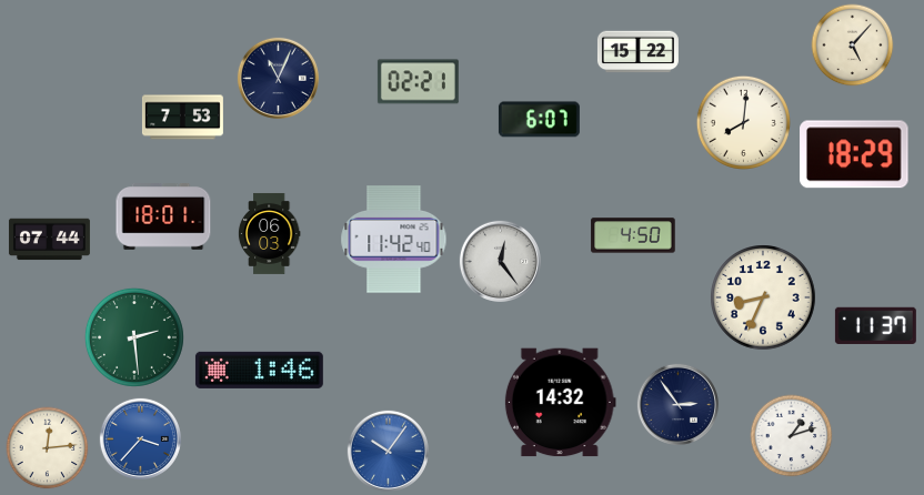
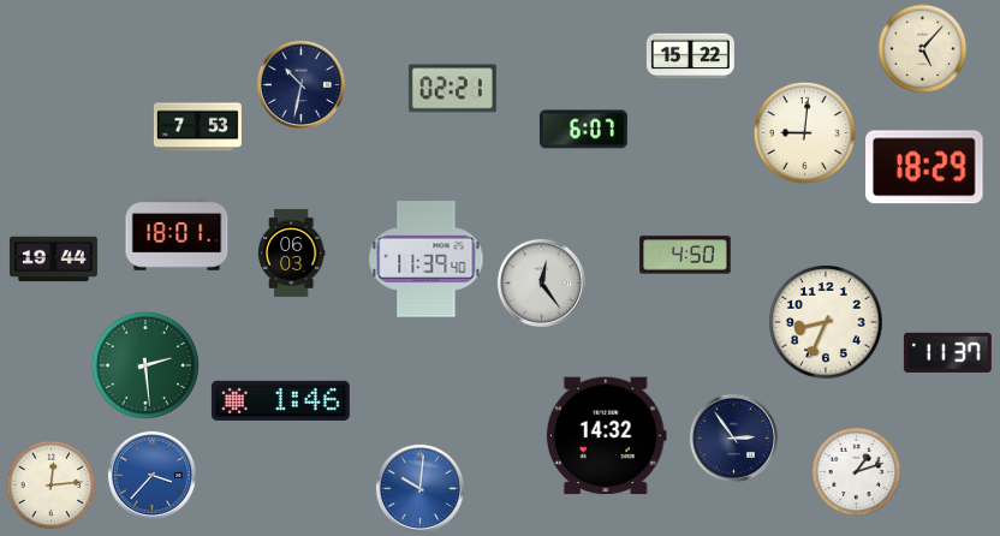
clock at (278, 78): 11:04 -> 10:32
clock at (743, 122): 8:01 -> 9:01
clock at (49, 240): 07:44 -> 19:44
clock at (394, 240): 11:42 -> 11:39
clock at (388, 451): 10:06 -> 10:01
